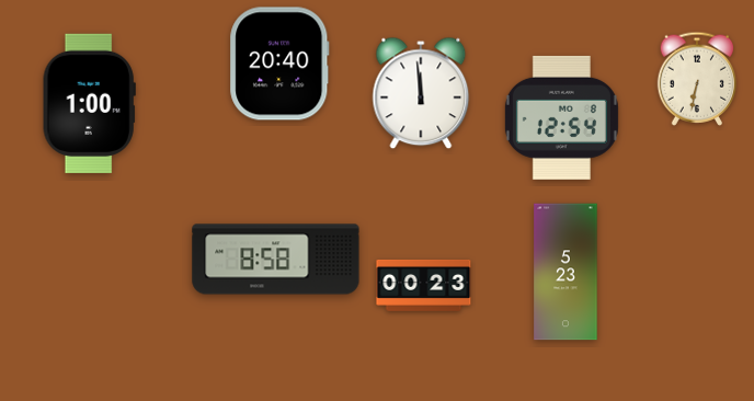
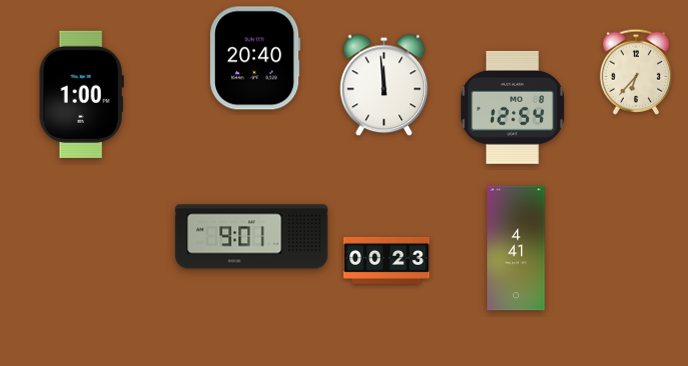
clock at (697, 79): 6:32 -> 6:37
clock at (276, 260): 8:58 -> 9:01
clock at (565, 272): 5:23 -> 4:41
